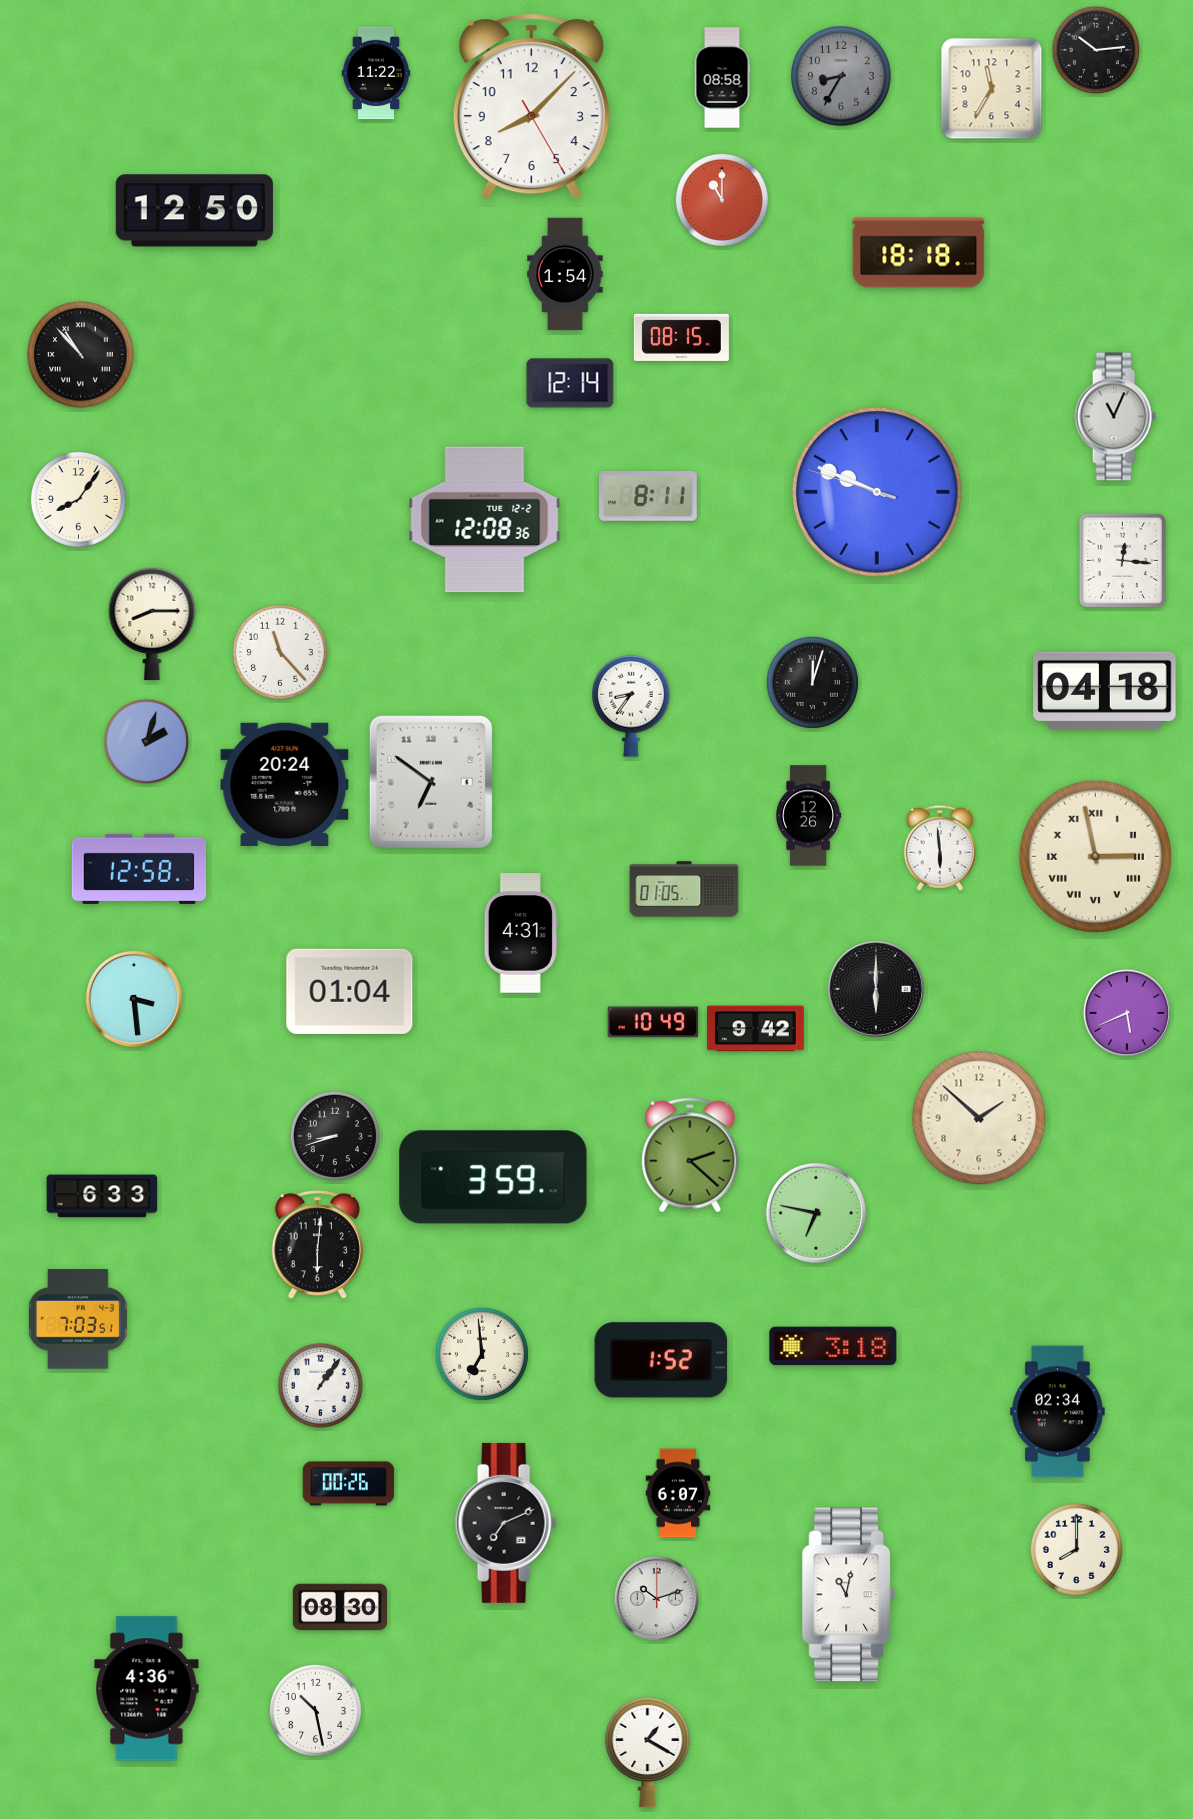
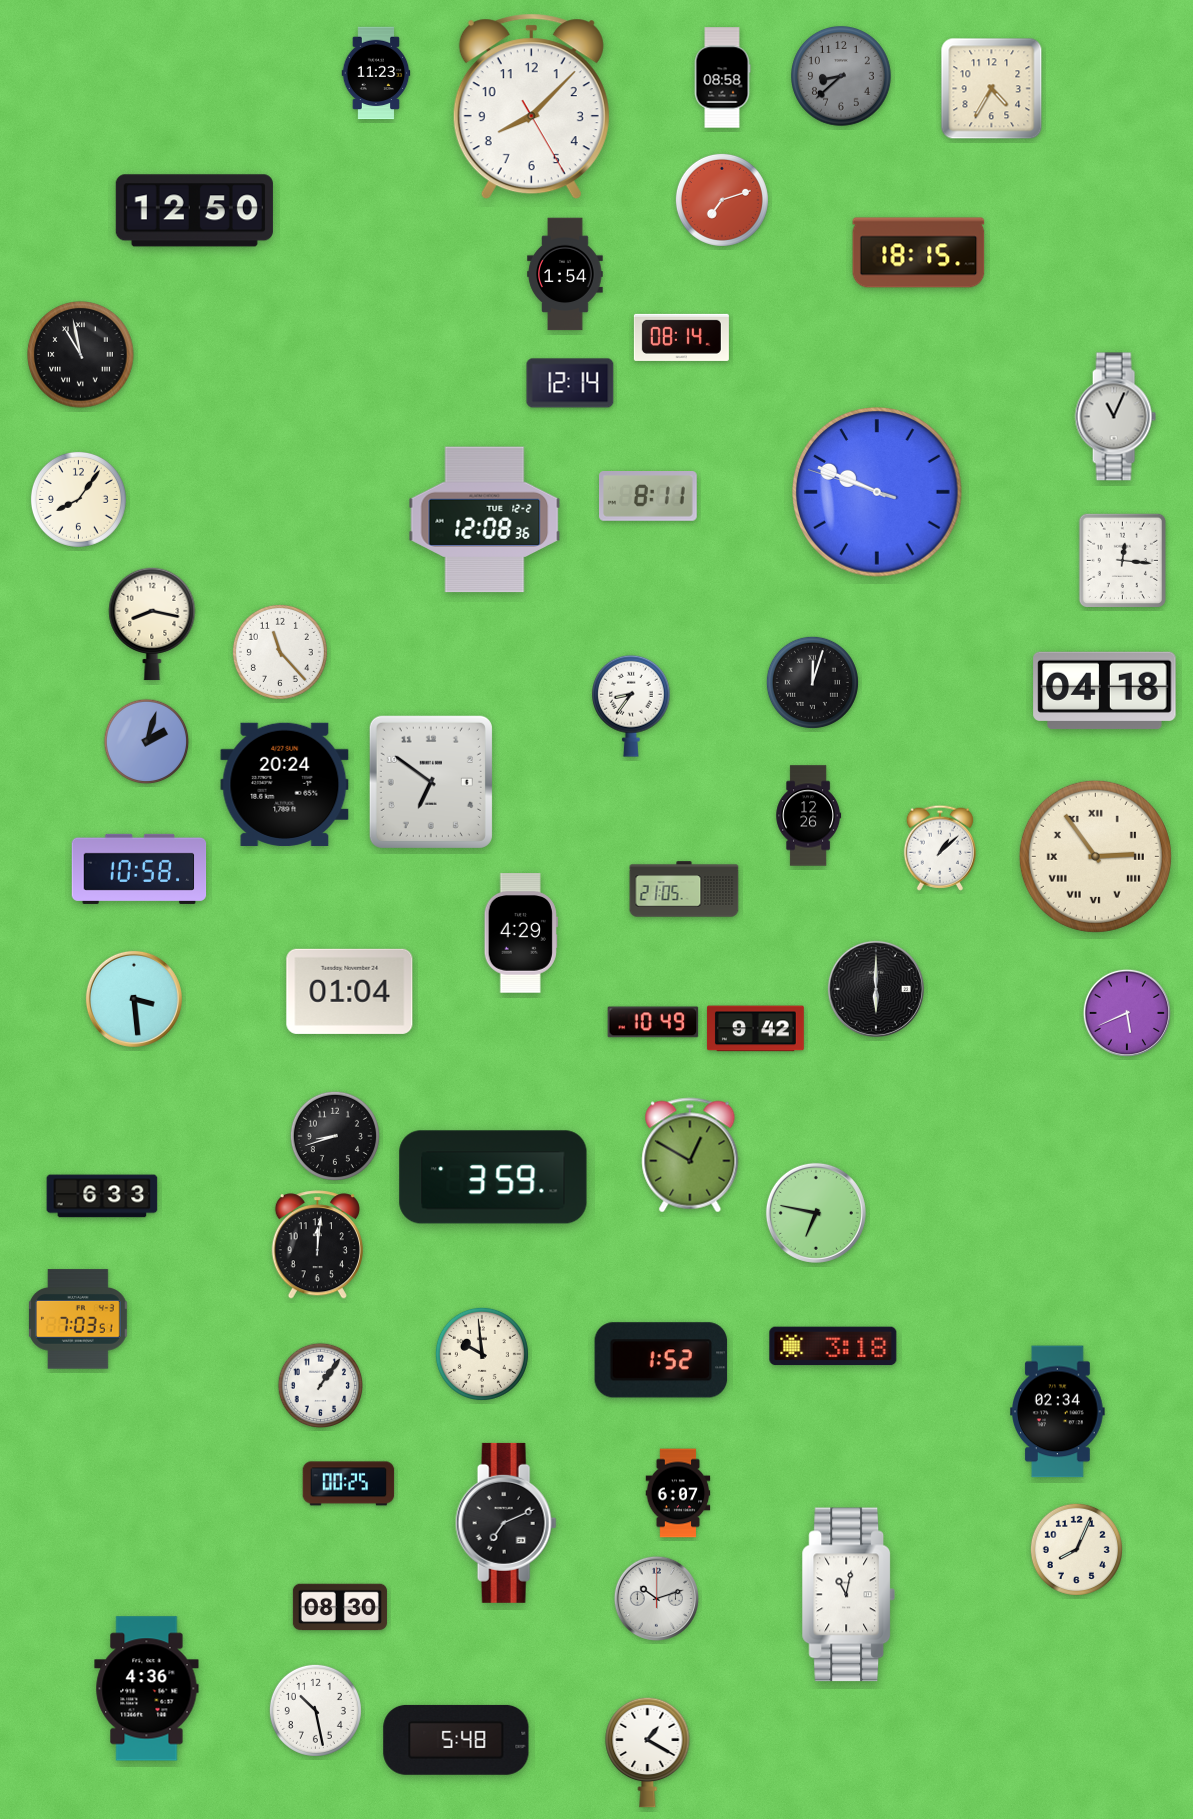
clock at (1095, 49): 10:14 -> none
clock at (376, 73): 11:22 -> 11:23
clock at (842, 77): 8:35 -> 8:38
clock at (992, 89): 11:35 -> 4:35
clock at (722, 200): 11:00 -> 7:12
clock at (919, 253): 18:18 -> 18:15
clock at (681, 337): 08:15 -> 08:14
clock at (81, 355): 10:53 -> 10:58
clock at (152, 624): 8:15 -> 8:17
clock at (940, 848): 5:59 -> 1:08
clock at (1095, 856): 2:58 -> 2:54
clock at (139, 869): 12:58 -> 10:58
clock at (684, 889): 01:05 -> 21:05
clock at (521, 933): 4:31 -> 4:29
clock at (979, 1118): 1:52 -> none
clock at (690, 1155): 2:22 -> 12:50
clock at (317, 1245): 6:01 -> 12:01
clock at (482, 1354): 6:59 -> 9:59
clock at (349, 1484): 00:26 -> 00:25
clock at (1076, 1549): 8:00 -> 8:04
clock at (456, 1740): none -> 5:48
